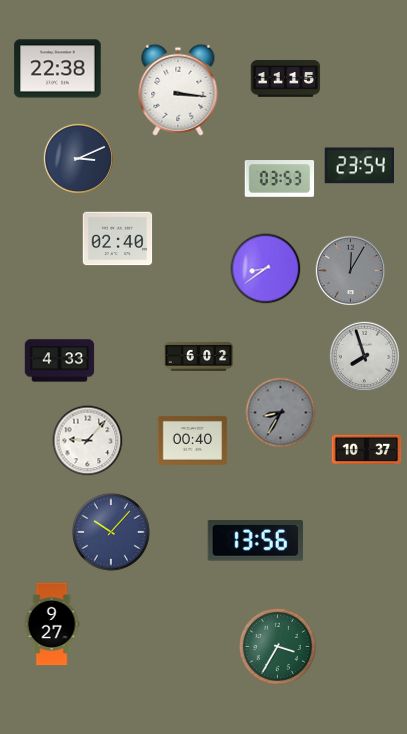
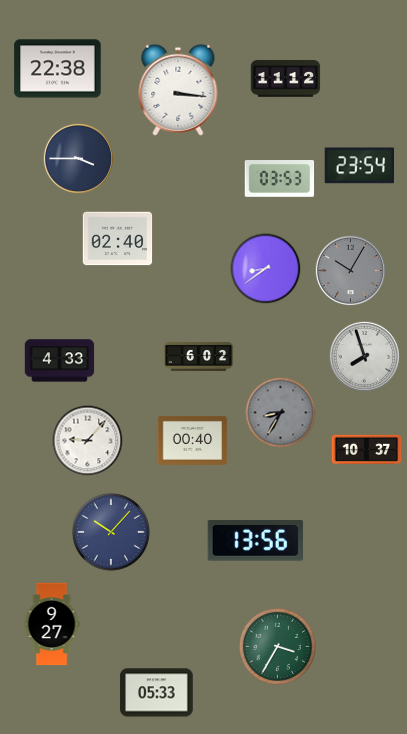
clock at (286, 79): 11:15 -> 11:12
clock at (78, 158): 3:11 -> 3:45
clock at (350, 270): 12:05 -> 10:05
clock at (157, 693): none -> 05:33
